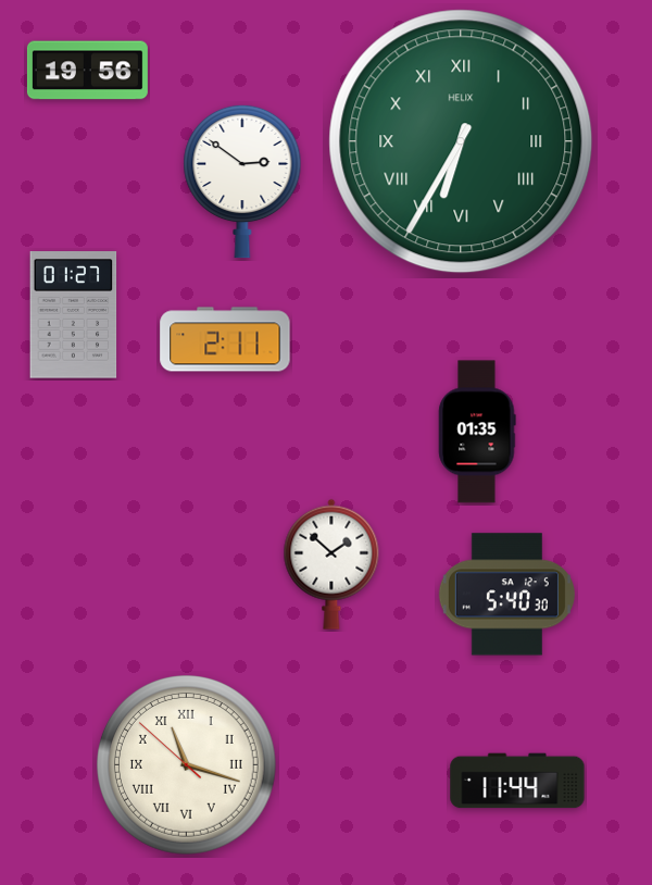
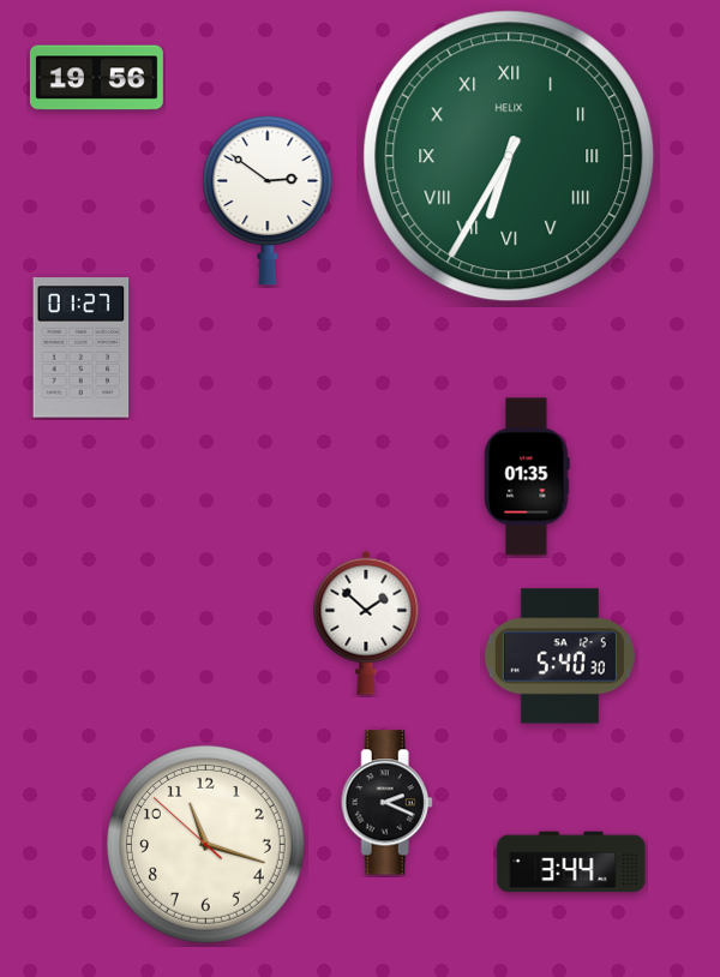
clock at (225, 339): 2:11 -> none
clock at (386, 803): none -> 2:19
clock at (187, 765) numerals: Roman -> Arabic
clock at (517, 781): 11:44 -> 3:44
